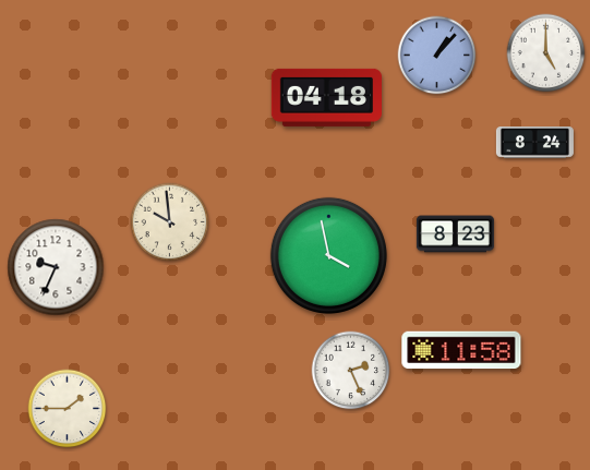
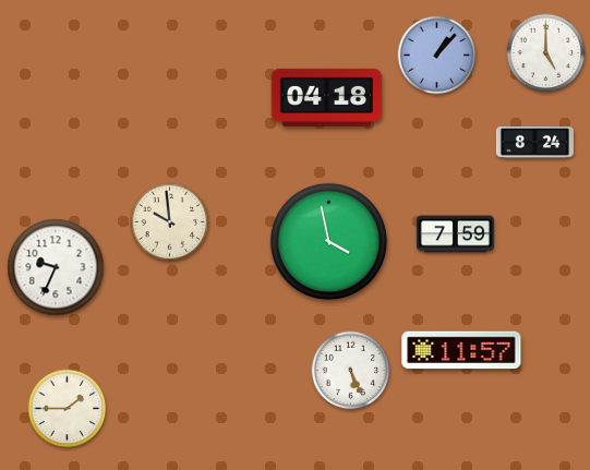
clock at (455, 234): 8:23 -> 7:59
clock at (328, 255) position: (328, 255) -> (328, 241)
clock at (461, 350): 11:58 -> 11:57
clock at (351, 371): 2:26 -> 5:26
